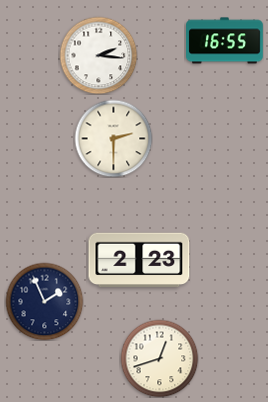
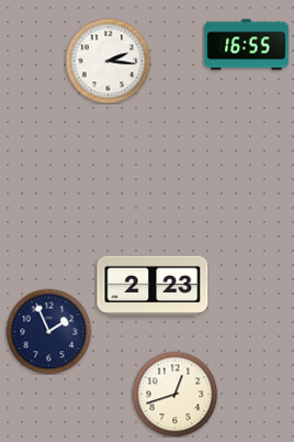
clock at (113, 138): 2:30 -> none
